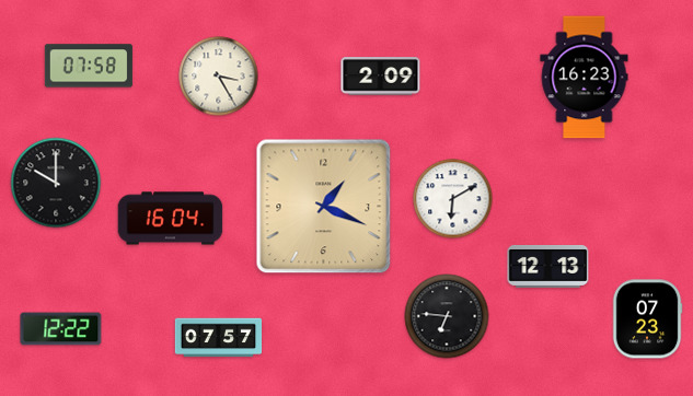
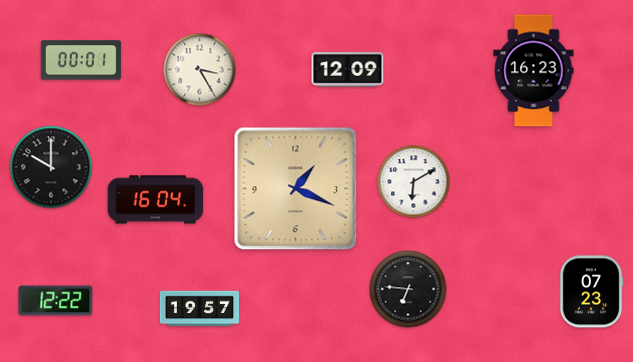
clock at (89, 66): 07:58 -> 00:01
clock at (381, 77): 2:09 -> 12:09
clock at (548, 266): 12:13 -> none
clock at (219, 338): 07:57 -> 19:57
